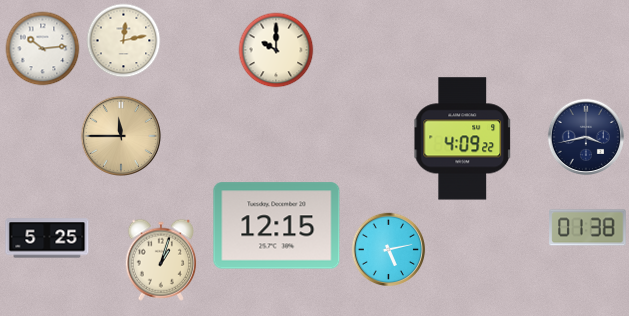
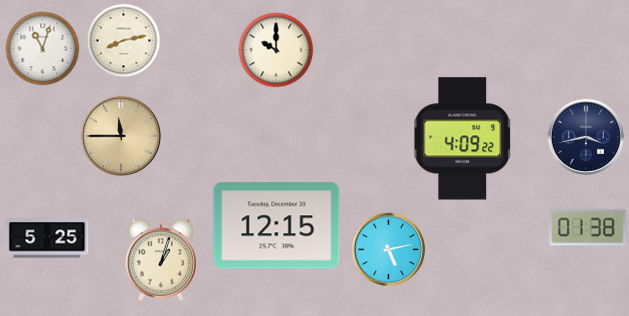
clock at (124, 41): 12:13 -> 8:13
clock at (43, 49): 10:14 -> 11:03
